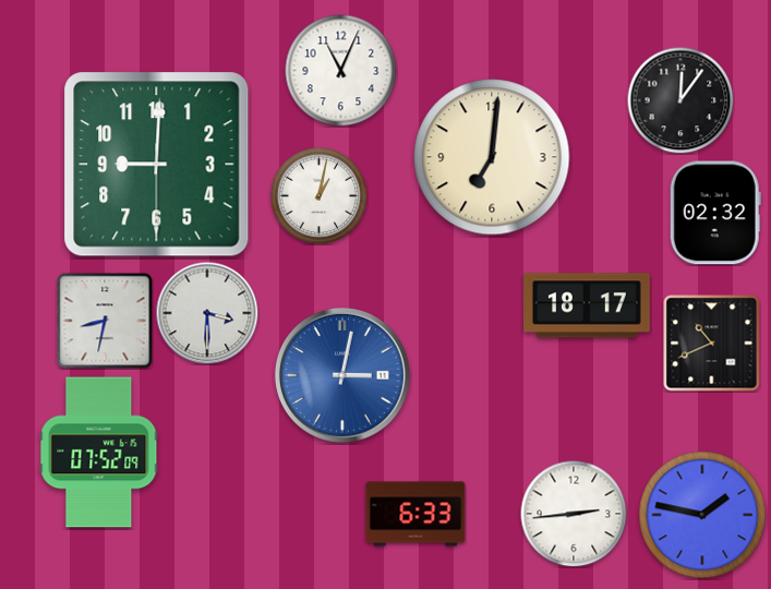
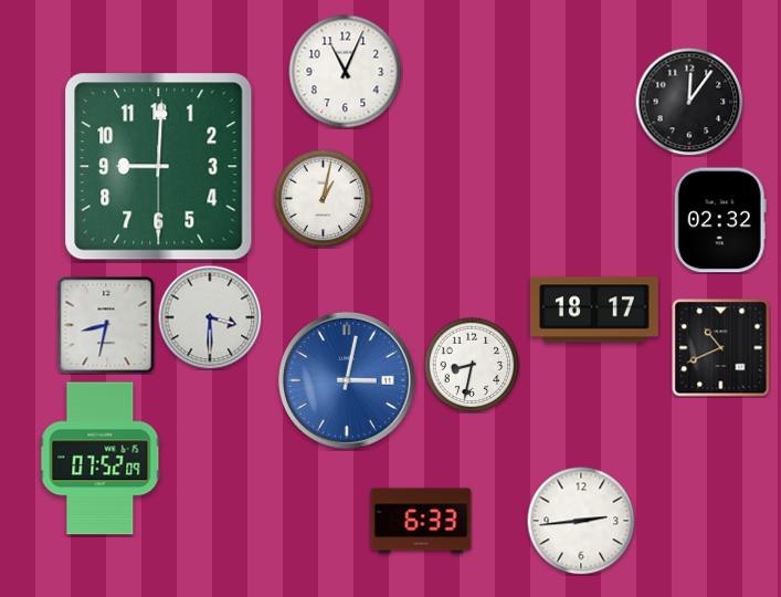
clock at (492, 157): 7:01 -> none
clock at (715, 213) position: (715, 213) -> (720, 220)
clock at (472, 365): none -> 8:32
clock at (702, 515): 1:47 -> none
